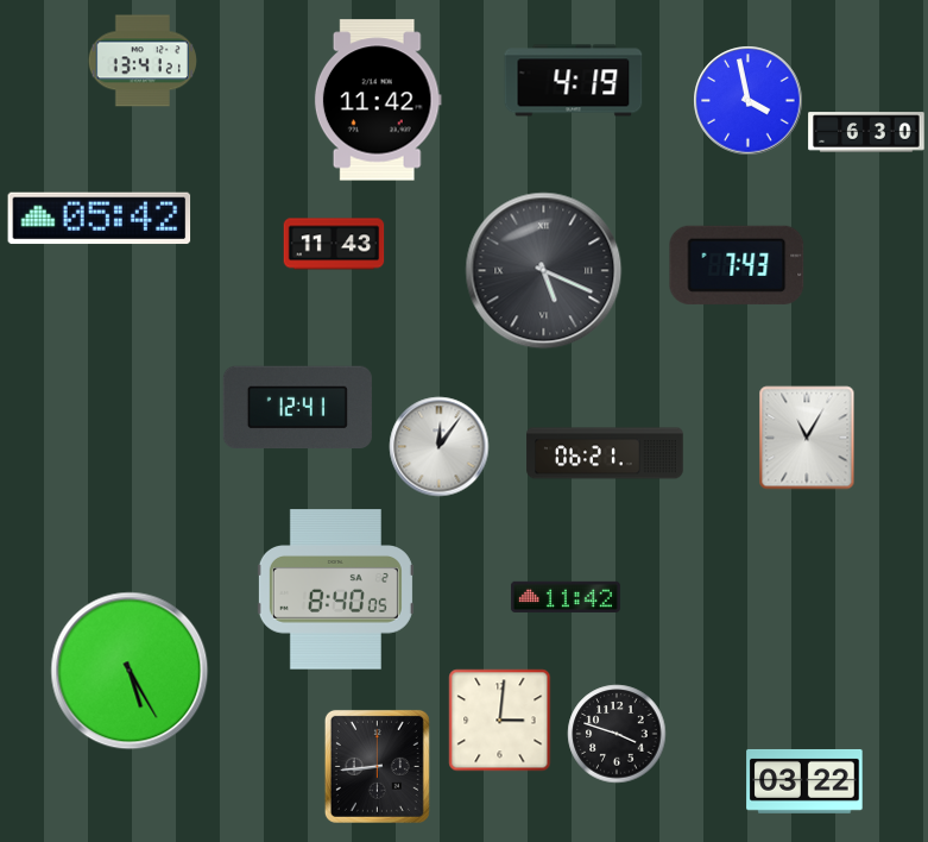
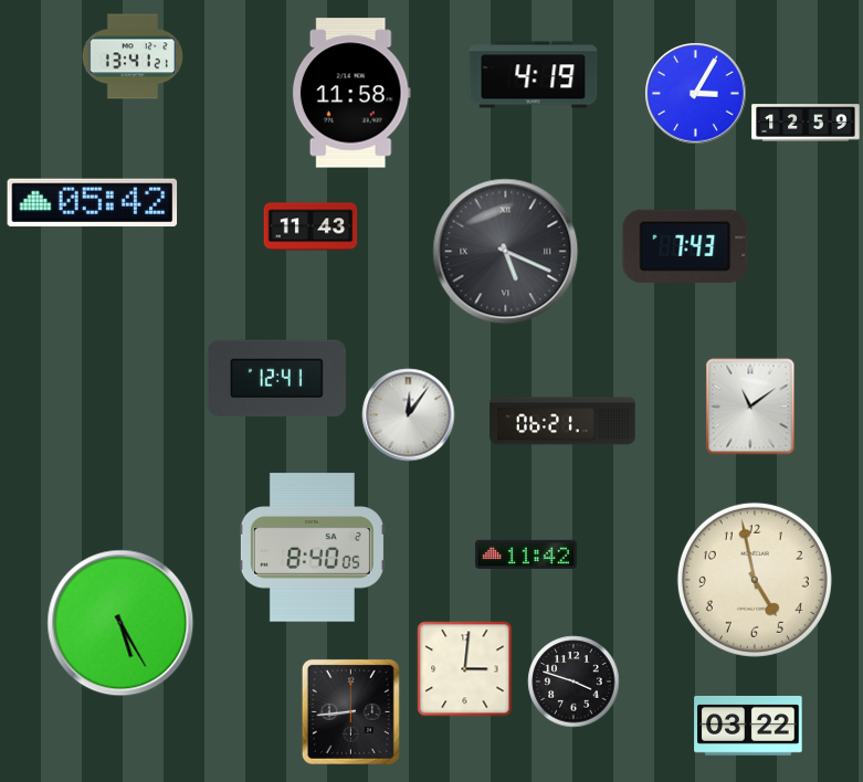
clock at (378, 100): 11:42 -> 11:58
clock at (749, 101): 3:58 -> 3:05
clock at (866, 132): 6:30 -> 12:59
clock at (807, 438): 11:05 -> 11:09
clock at (755, 580): none -> 4:58
